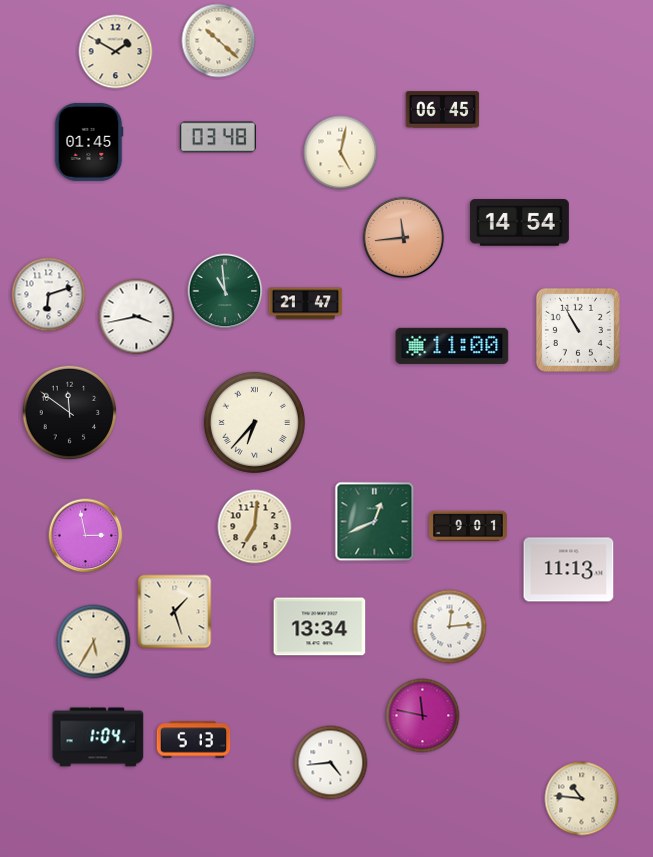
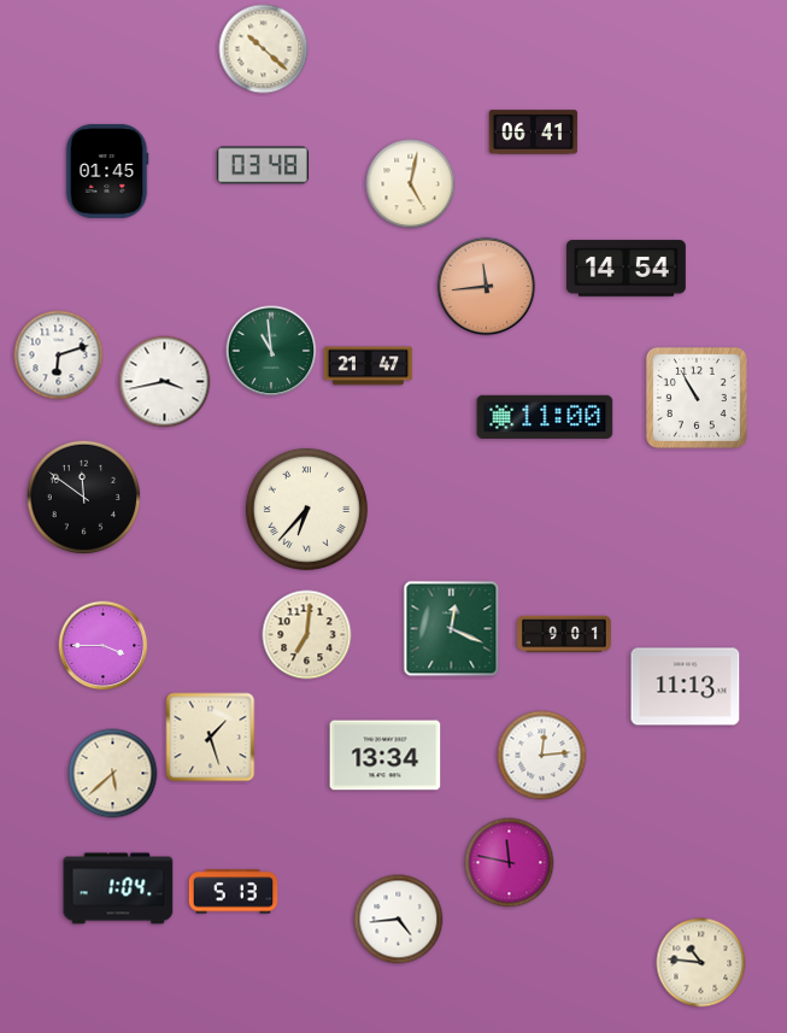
clock at (116, 52): 1:50 -> none
clock at (443, 110): 06:45 -> 06:41
clock at (375, 522): 12:41 -> 12:19
clock at (86, 536): 2:58 -> 3:45
clock at (94, 642): 5:35 -> 5:38
